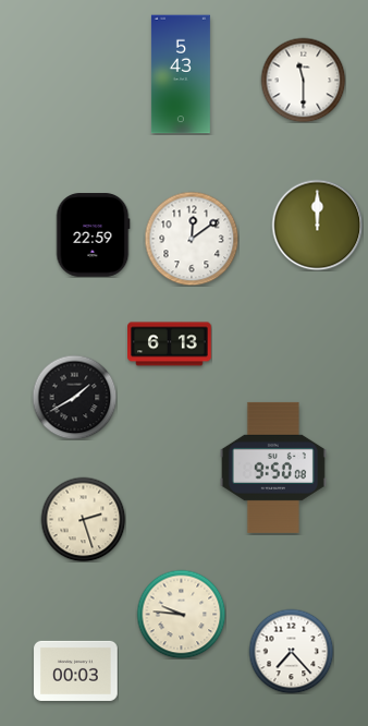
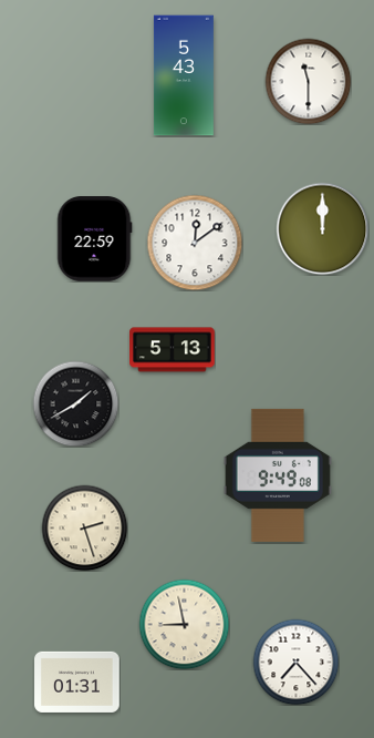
clock at (170, 344): 6:13 -> 5:13
clock at (273, 468): 9:50 -> 9:49
clock at (181, 614): 9:46 -> 8:58
clock at (76, 670): 00:03 -> 01:31
